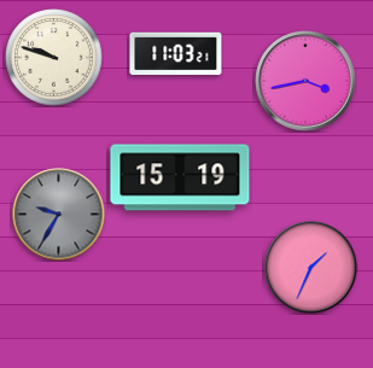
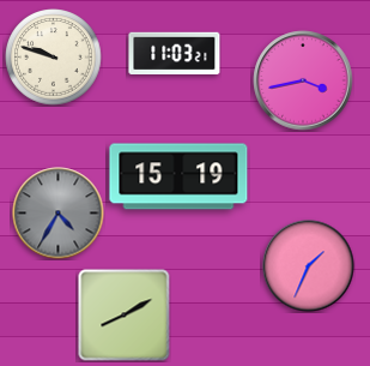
clock at (59, 215): 9:35 -> 4:35
clock at (125, 316): none -> 8:10
